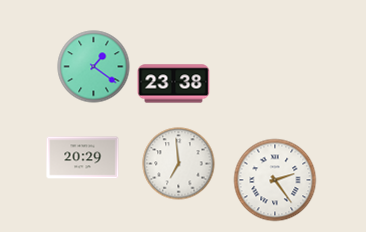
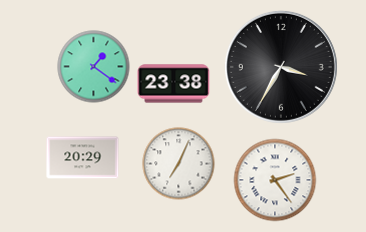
clock at (281, 67): none -> 3:35
clock at (179, 164): 6:59 -> 7:04
